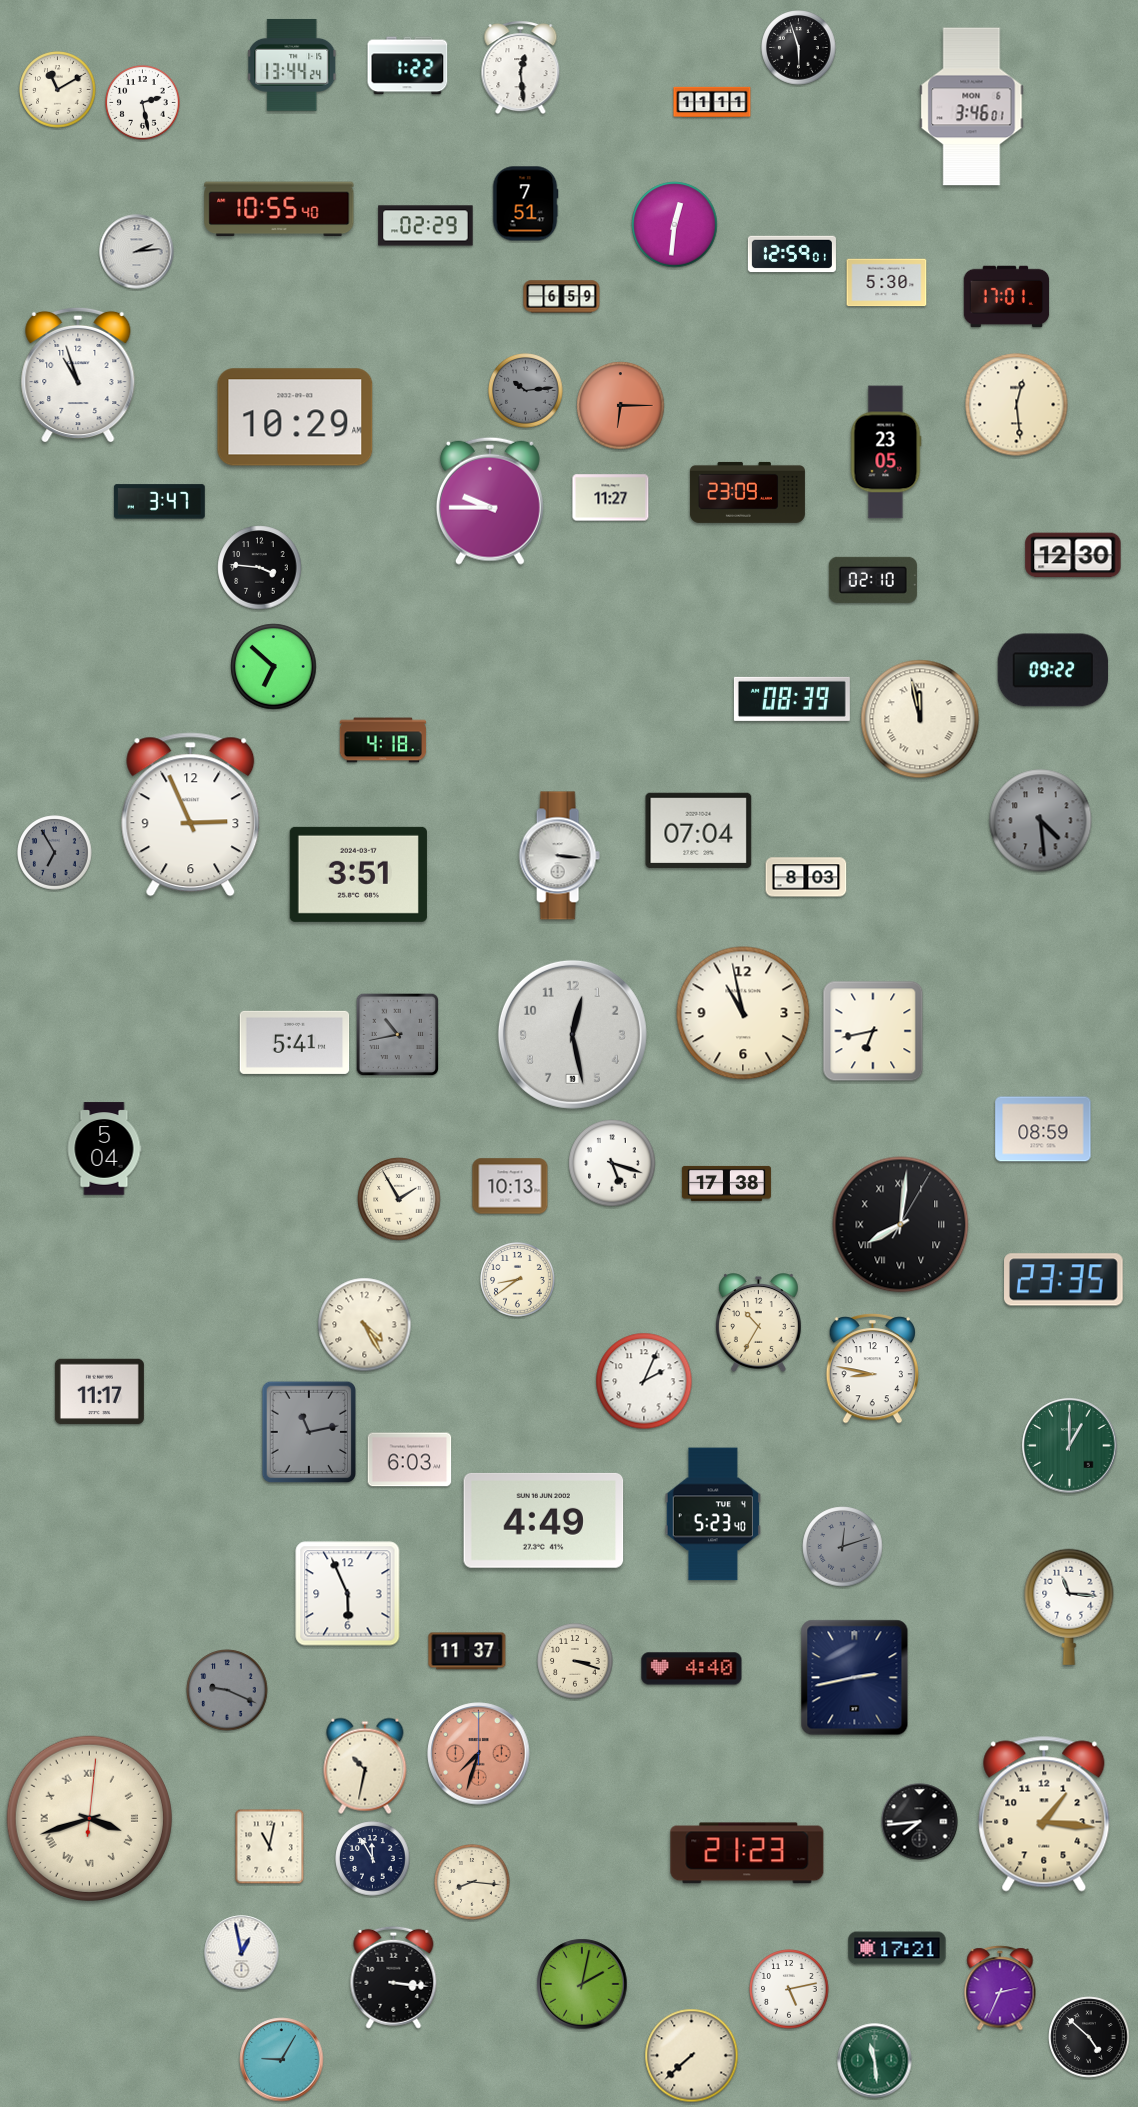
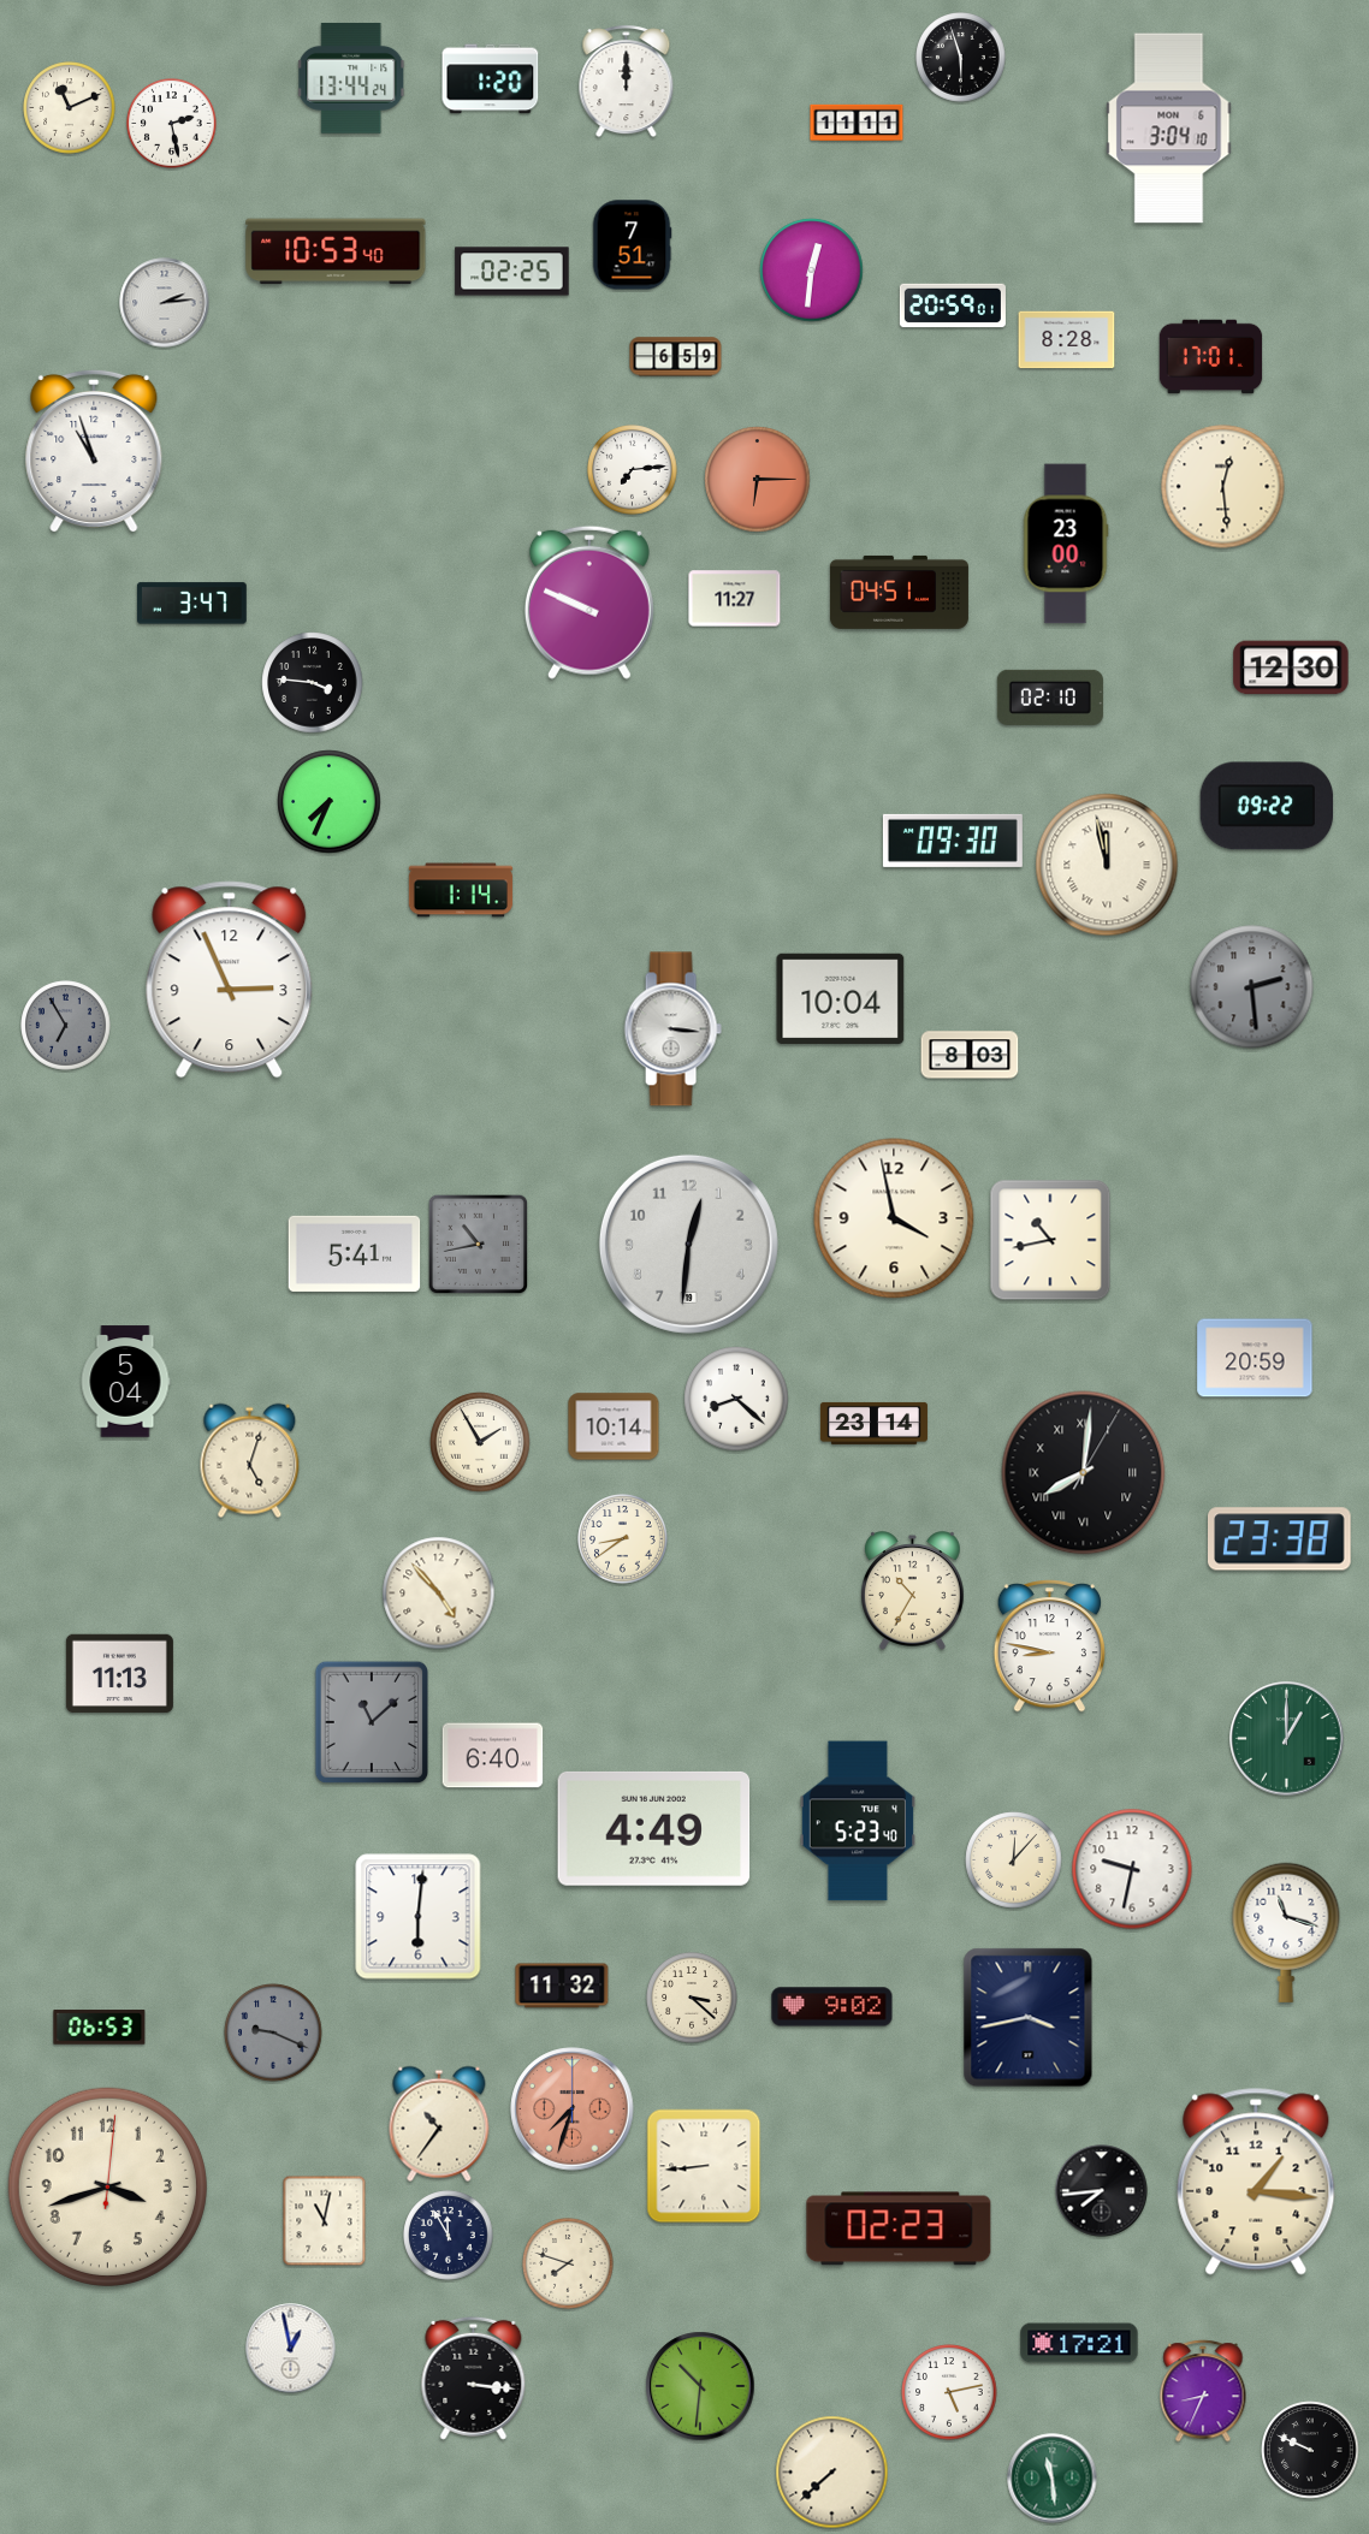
clock at (408, 66): 1:22 -> 1:20
clock at (521, 68): 12:29 -> 12:00
clock at (58, 90): 11:10 -> 11:11
clock at (972, 107): 3:46 -> 3:04
clock at (279, 209): 10:55 -> 10:53
clock at (426, 226): 02:29 -> 02:25
clock at (792, 254): 12:59 -> 20:59
clock at (887, 283): 5:30 -> 8:28
clock at (526, 391): 10:14 -> 7:14
clock at (526, 391) dial: grey -> white
clock at (621, 406) position: (621, 406) -> (758, 480)
clock at (295, 417): 10:29 -> none
clock at (886, 452): 23:05 -> 23:00
clock at (747, 492): 23:09 -> 04:51
clock at (490, 501): 9:45 -> 9:49
clock at (274, 667): 6:52 -> 7:34
clock at (792, 699): 08:39 -> 09:30
clock at (383, 740): 4:18 -> 1:14
clock at (1041, 821): 4:29 -> 2:29
clock at (699, 830): 07:04 -> 10:04
clock at (358, 874): 3:51 -> none
clock at (743, 1013): 10:58 -> 3:58
clock at (873, 1031): 6:43 -> 10:43
clock at (572, 1034): 12:28 -> 12:31
clock at (1043, 1129): 08:59 -> 20:59
clock at (612, 1163): 5:18 -> 8:22
clock at (726, 1183): 17:38 -> 23:14
clock at (510, 1186): 10:13 -> 10:14
clock at (250, 1461): none -> 5:03
clock at (1064, 1280): 23:35 -> 23:38
clock at (365, 1325): 4:25 -> 4:53
clock at (644, 1381): 2:04 -> none
clock at (99, 1392): 11:17 -> 11:13
clock at (309, 1432): 11:13 -> 11:08
clock at (410, 1460): 6:03 -> 6:40
clock at (843, 1547): 12:12 -> 12:07
clock at (843, 1547) dial: grey -> cream
clock at (1132, 1869): none -> 9:32
clock at (348, 1594): 5:56 -> 6:01
clock at (1069, 1607): 11:16 -> 11:18
clock at (467, 1651): 11:37 -> 11:32
clock at (575, 1661): 3:18 -> 3:22
clock at (692, 1669): 4:40 -> 9:02
clock at (855, 1678): 2:43 -> 3:43
clock at (100, 2028): none -> 06:53
clock at (479, 1754) position: (479, 1754) -> (573, 2109)
clock at (365, 1766): 10:32 -> 10:36
clock at (704, 2166): none -> 8:44
clock at (89, 1818) numerals: Roman -> Arabic
clock at (920, 1822) position: (920, 1822) -> (1102, 2191)
clock at (747, 1853): 21:23 -> 02:23
clock at (472, 1882): 8:16 -> 7:48
clock at (582, 1984): 2:02 -> 10:31
clock at (1000, 1988): 2:34 -> 8:34
clock at (1089, 2037): 4:52 -> 9:49
clock at (282, 2060): 9:05 -> none
